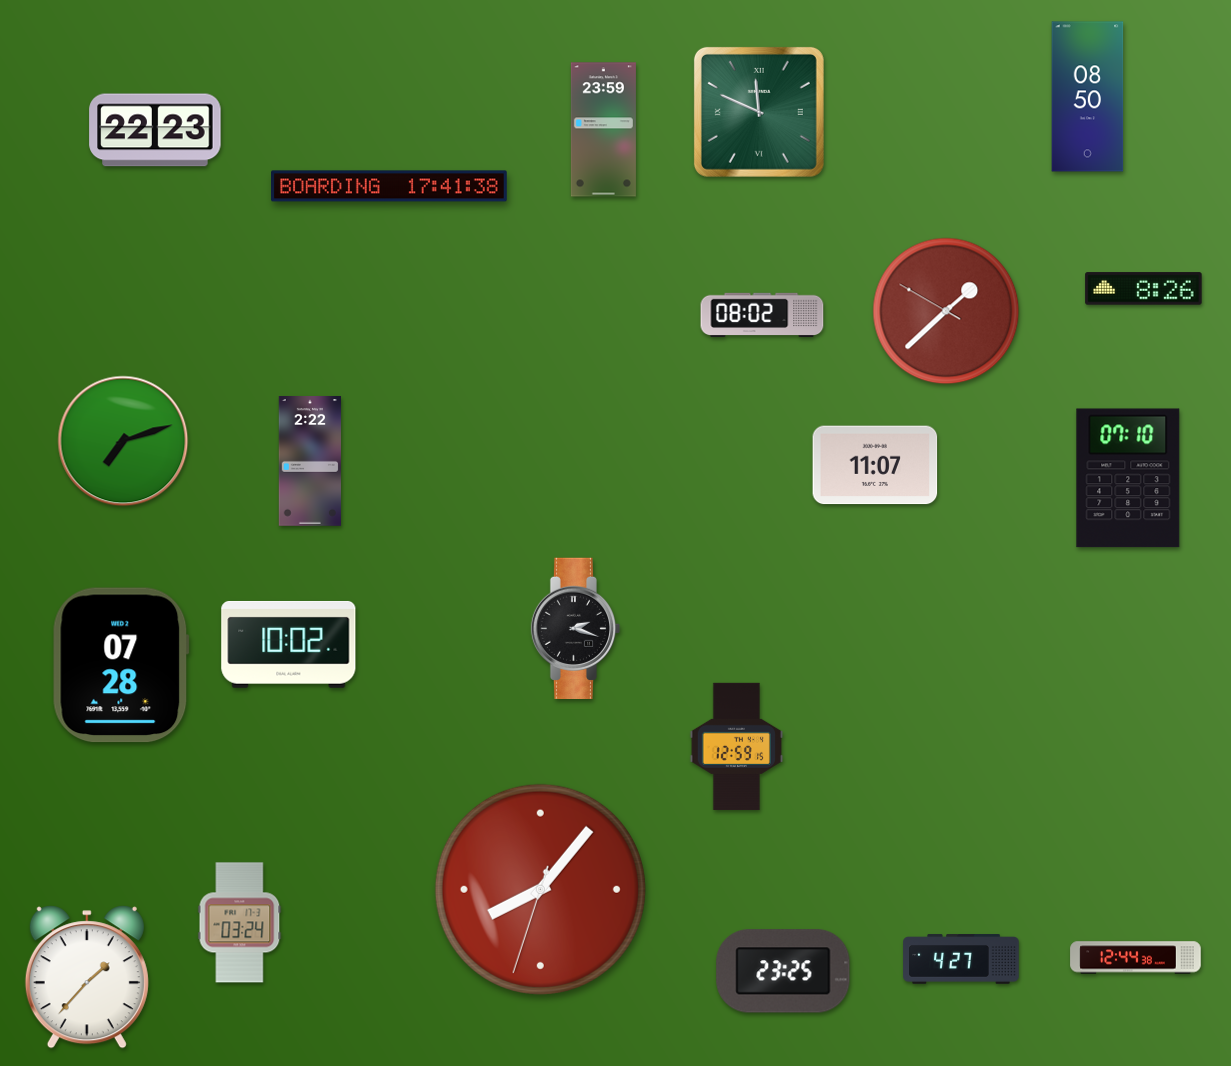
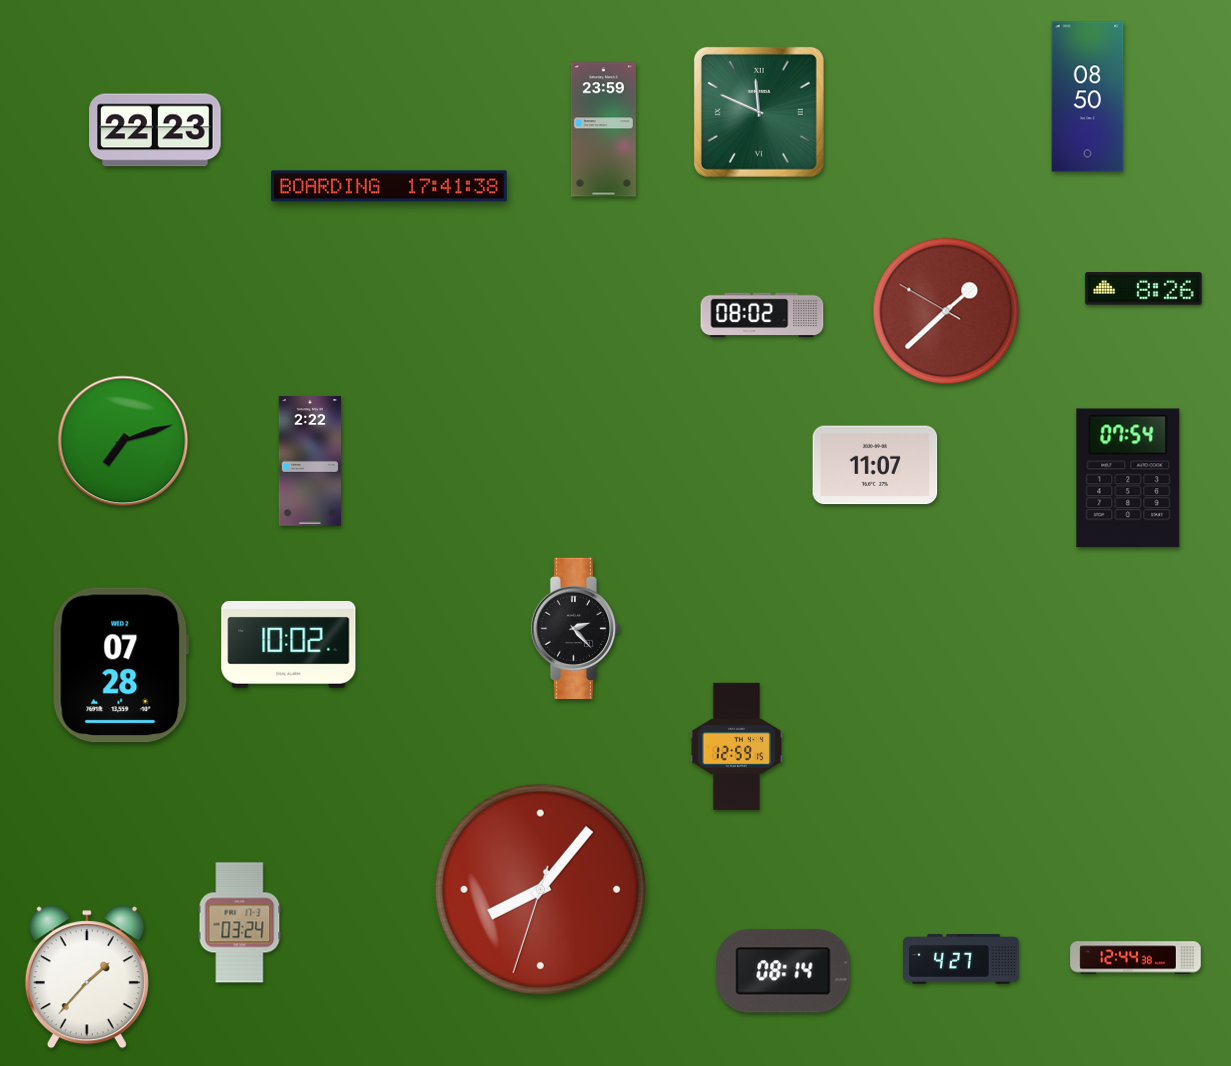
clock at (1128, 478): 07:10 -> 07:54
clock at (576, 628): 2:18 -> 2:23
clock at (783, 971): 23:25 -> 08:14
